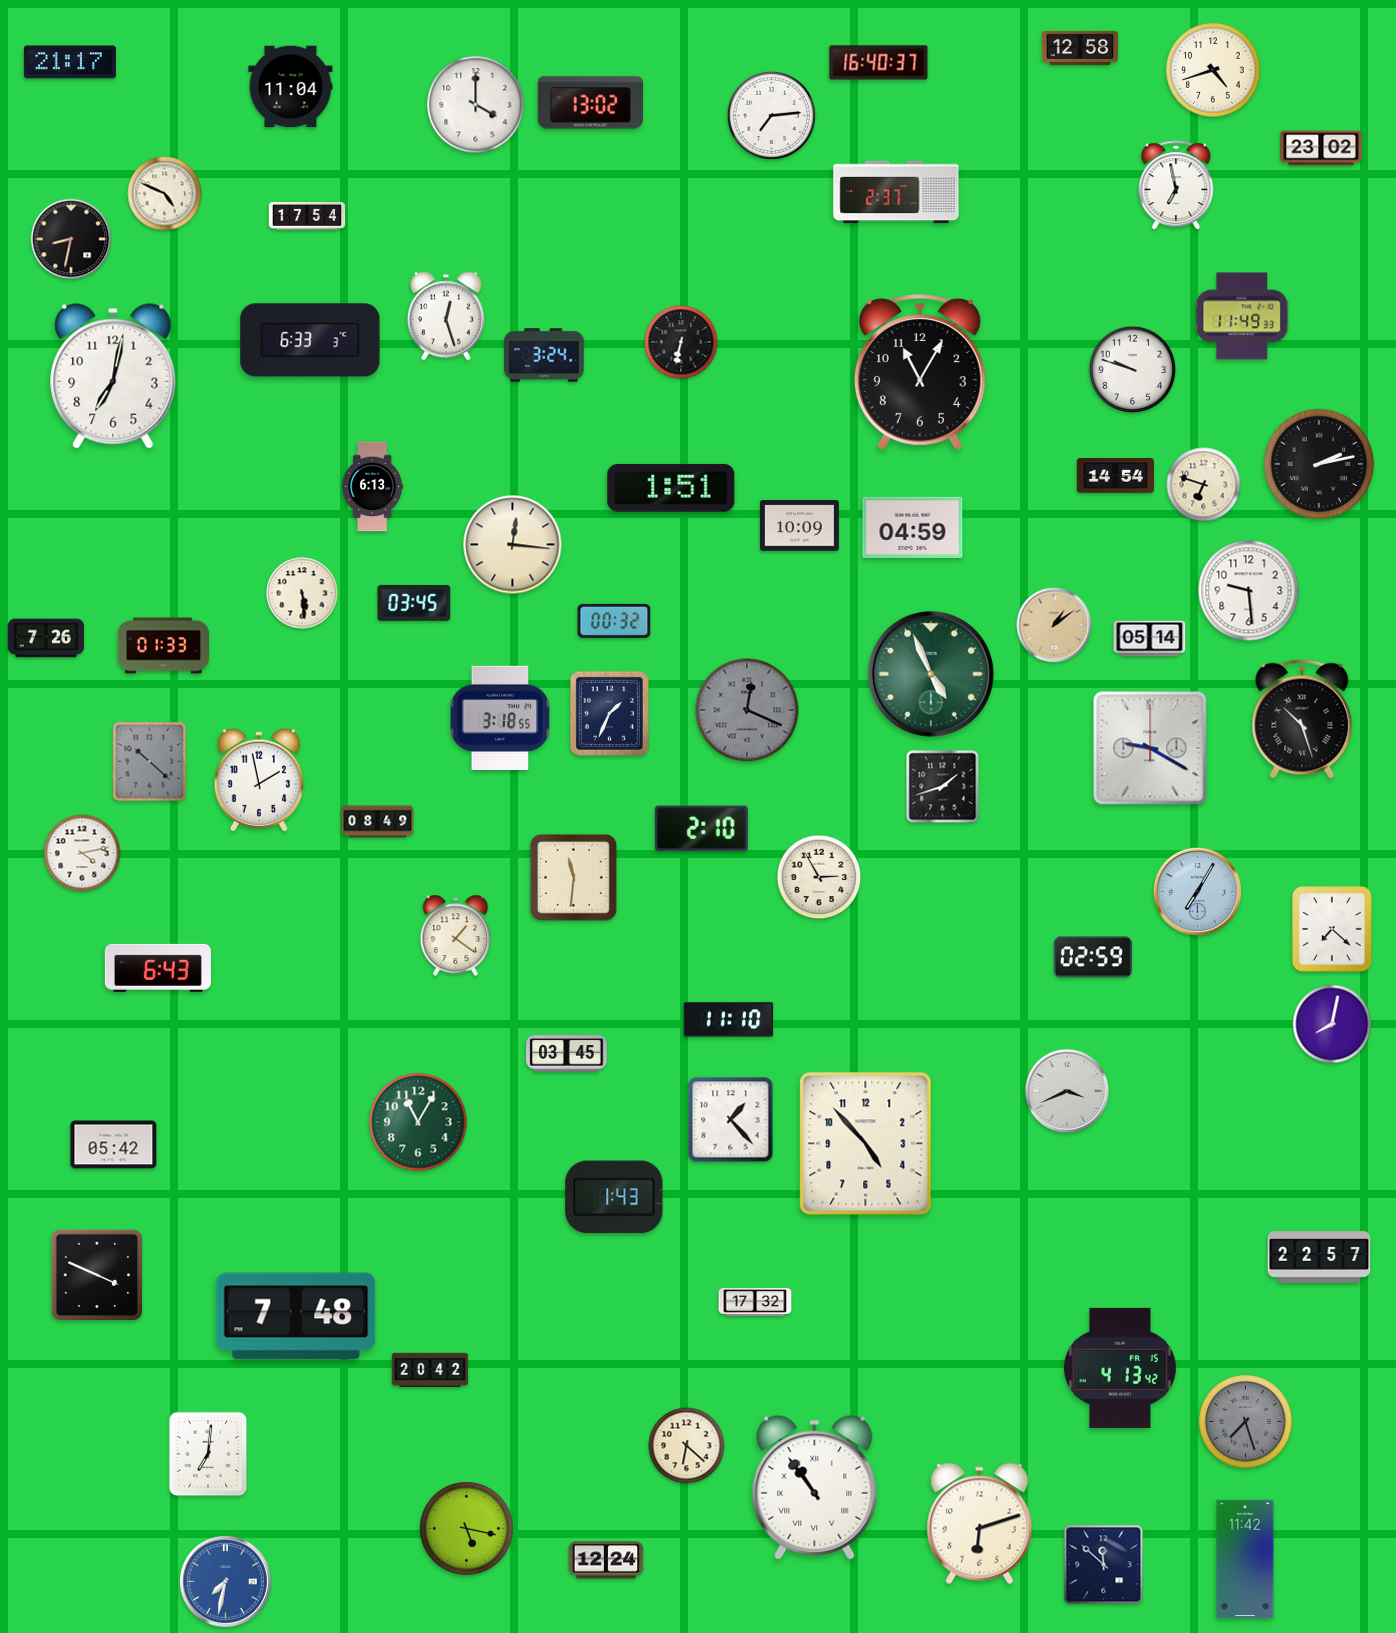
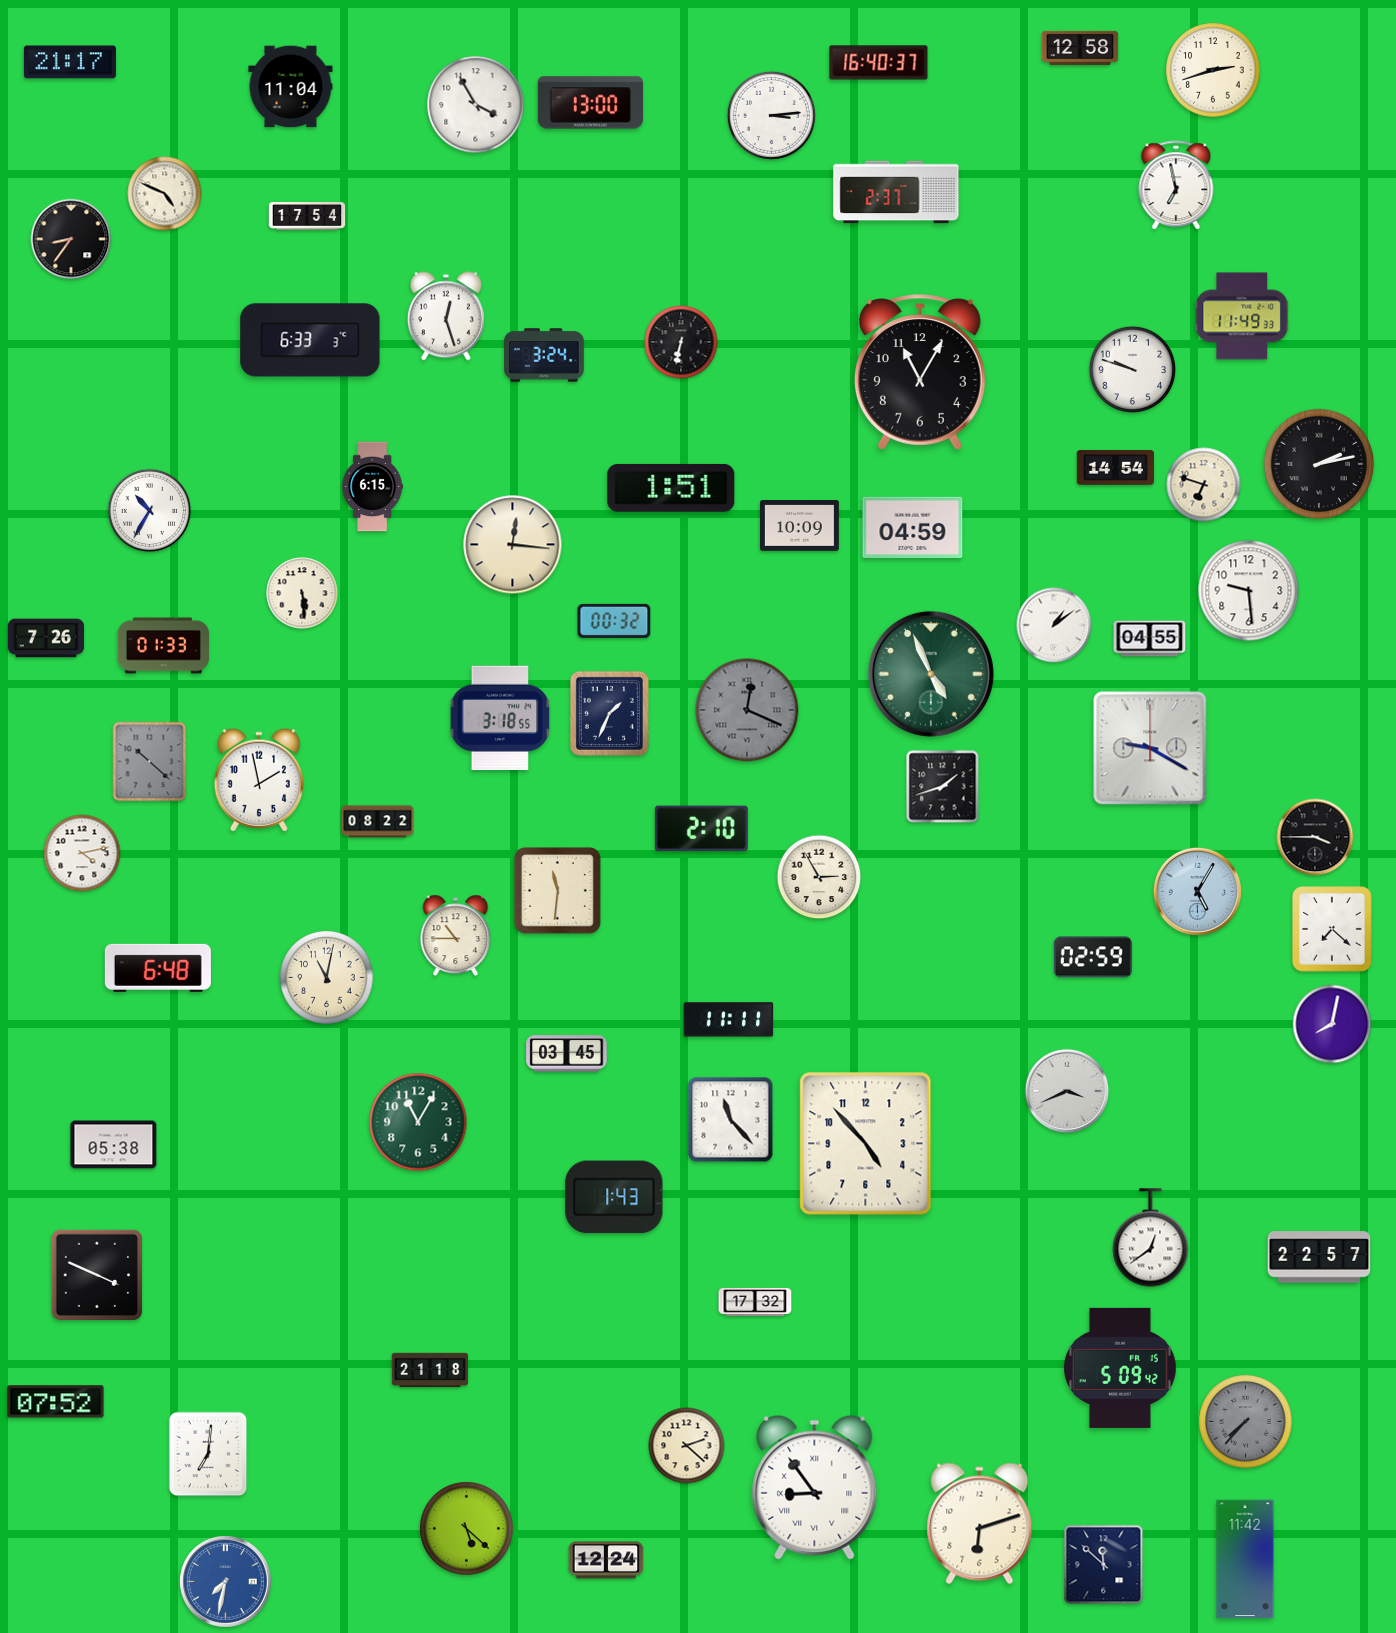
clock at (1213, 70): 4:42 -> 2:42
clock at (590, 103): 13:02 -> 13:00
clock at (476, 105): 4:00 -> 3:55
clock at (771, 115): 7:14 -> 3:14
clock at (1321, 148): 23:02 -> none
clock at (71, 239): 8:32 -> 8:36
clock at (113, 376): 7:02 -> none
clock at (1115, 476) position: (1115, 476) -> (1115, 468)
clock at (372, 487): 6:13 -> 6:15
clock at (150, 511): none -> 10:35
clock at (414, 603): 03:45 -> none
clock at (1054, 625) dial: champagne -> white
clock at (1150, 639): 05:14 -> 04:55
clock at (1302, 719): 10:27 -> none
clock at (378, 822): 08:49 -> 08:22
clock at (1315, 837): none -> 3:45
clock at (574, 878) position: (574, 878) -> (558, 891)
clock at (1197, 891): 7:05 -> 5:05
clock at (456, 936): 1:21 -> 10:45
clock at (158, 968): 6:43 -> 6:48
clock at (327, 978): none -> 11:02
clock at (729, 1020): 11:10 -> 11:11
clock at (731, 1120): 1:23 -> 11:23
clock at (114, 1145): 05:42 -> 05:38
clock at (1151, 1238): none -> 12:39
clock at (296, 1316): 7:48 -> none
clock at (1120, 1368): 4:13 -> 5:09
clock at (430, 1370): 20:42 -> 21:18
clock at (56, 1402): none -> 07:52
clock at (1246, 1422): 7:27 -> 7:37
clock at (687, 1446): 6:22 -> 2:22
clock at (815, 1487): 10:54 -> 8:54
clock at (467, 1529): 5:17 -> 5:22
